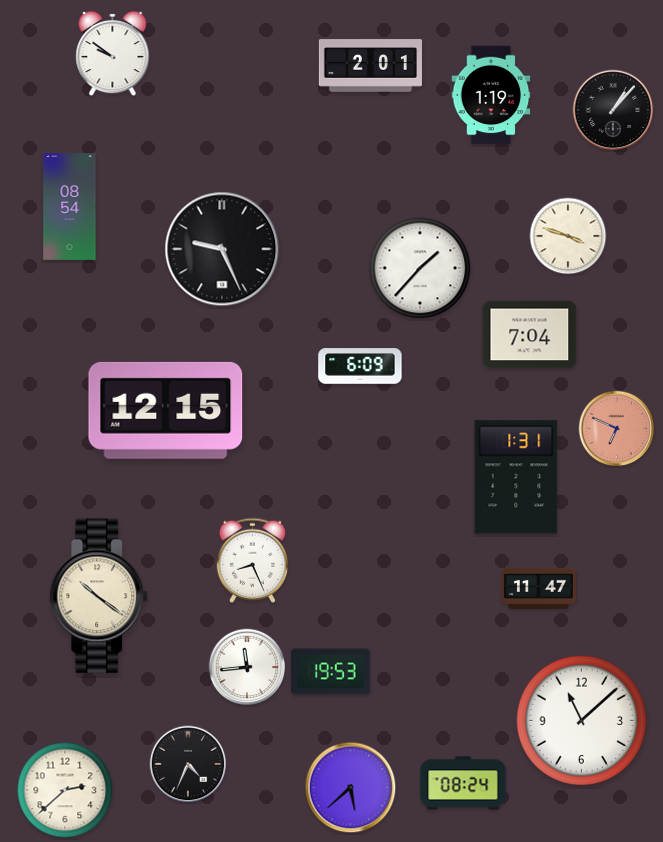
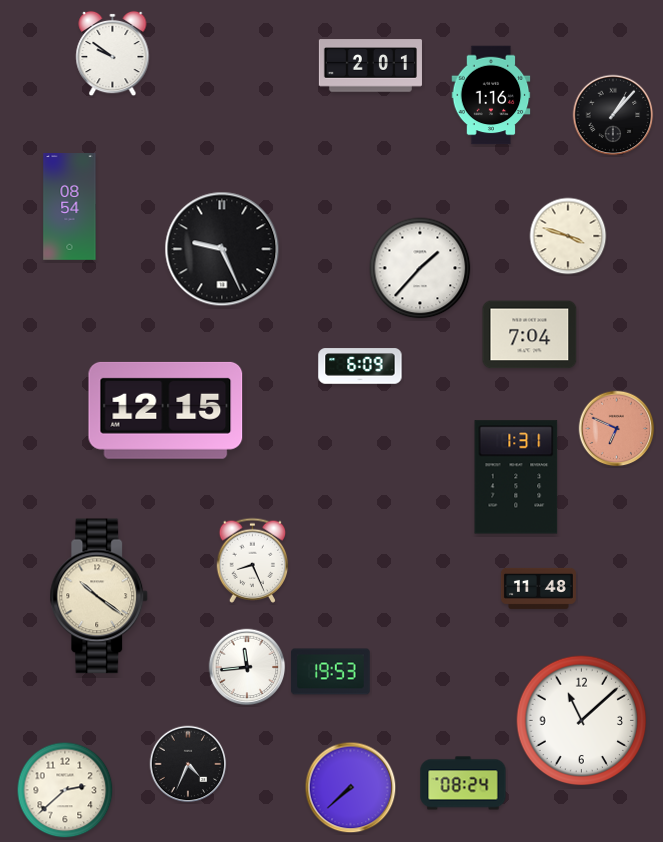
clock at (491, 95): 1:19 -> 1:16
clock at (613, 110) position: (613, 110) -> (613, 115)
clock at (538, 588): 11:47 -> 11:48
clock at (351, 788): 5:38 -> 7:38
